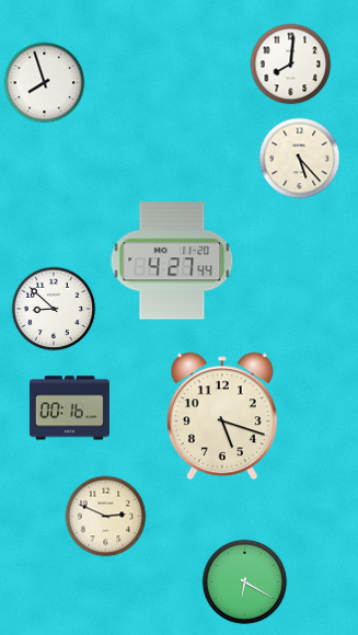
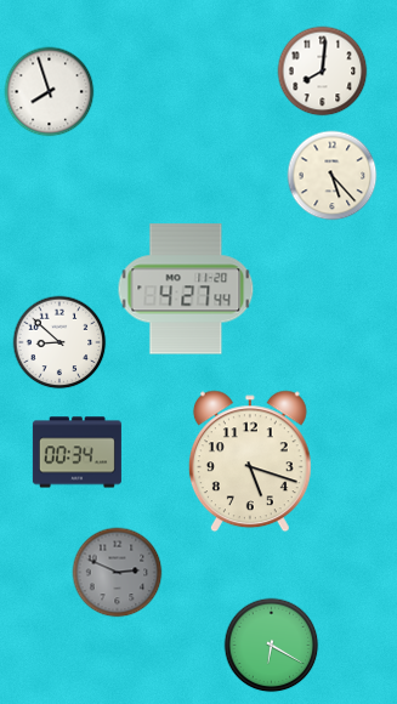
clock at (172, 261) position: (172, 261) -> (186, 289)
clock at (69, 408): 00:16 -> 00:34
clock at (222, 416) position: (222, 416) -> (250, 461)
clock at (106, 517) dial: cream -> grey
